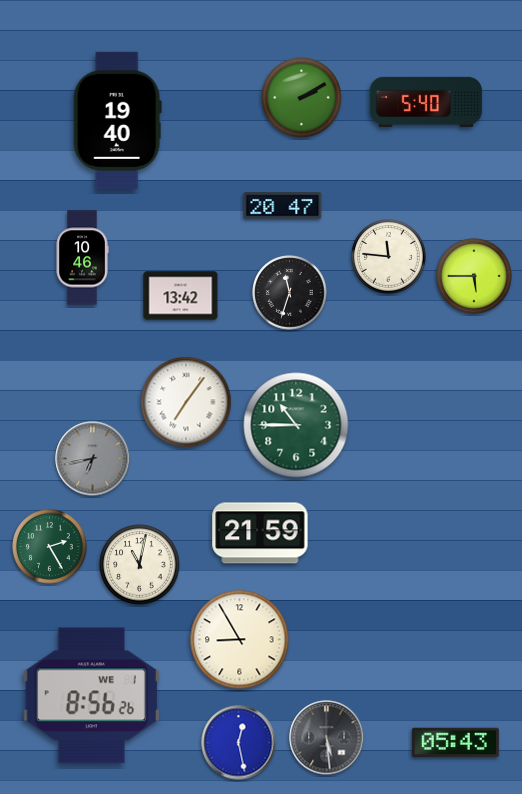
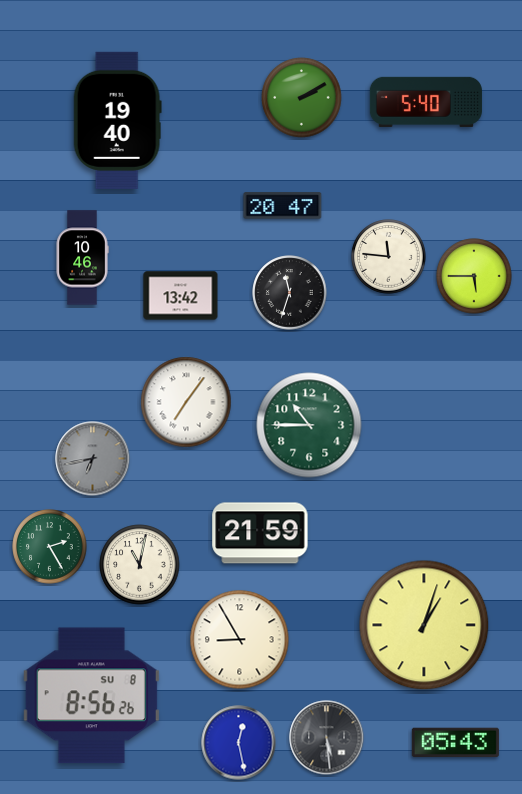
clock at (296, 425) position: (296, 425) -> (309, 425)
clock at (424, 625): none -> 1:03
clock at (91, 696) date: WE 1 -> SU 8
